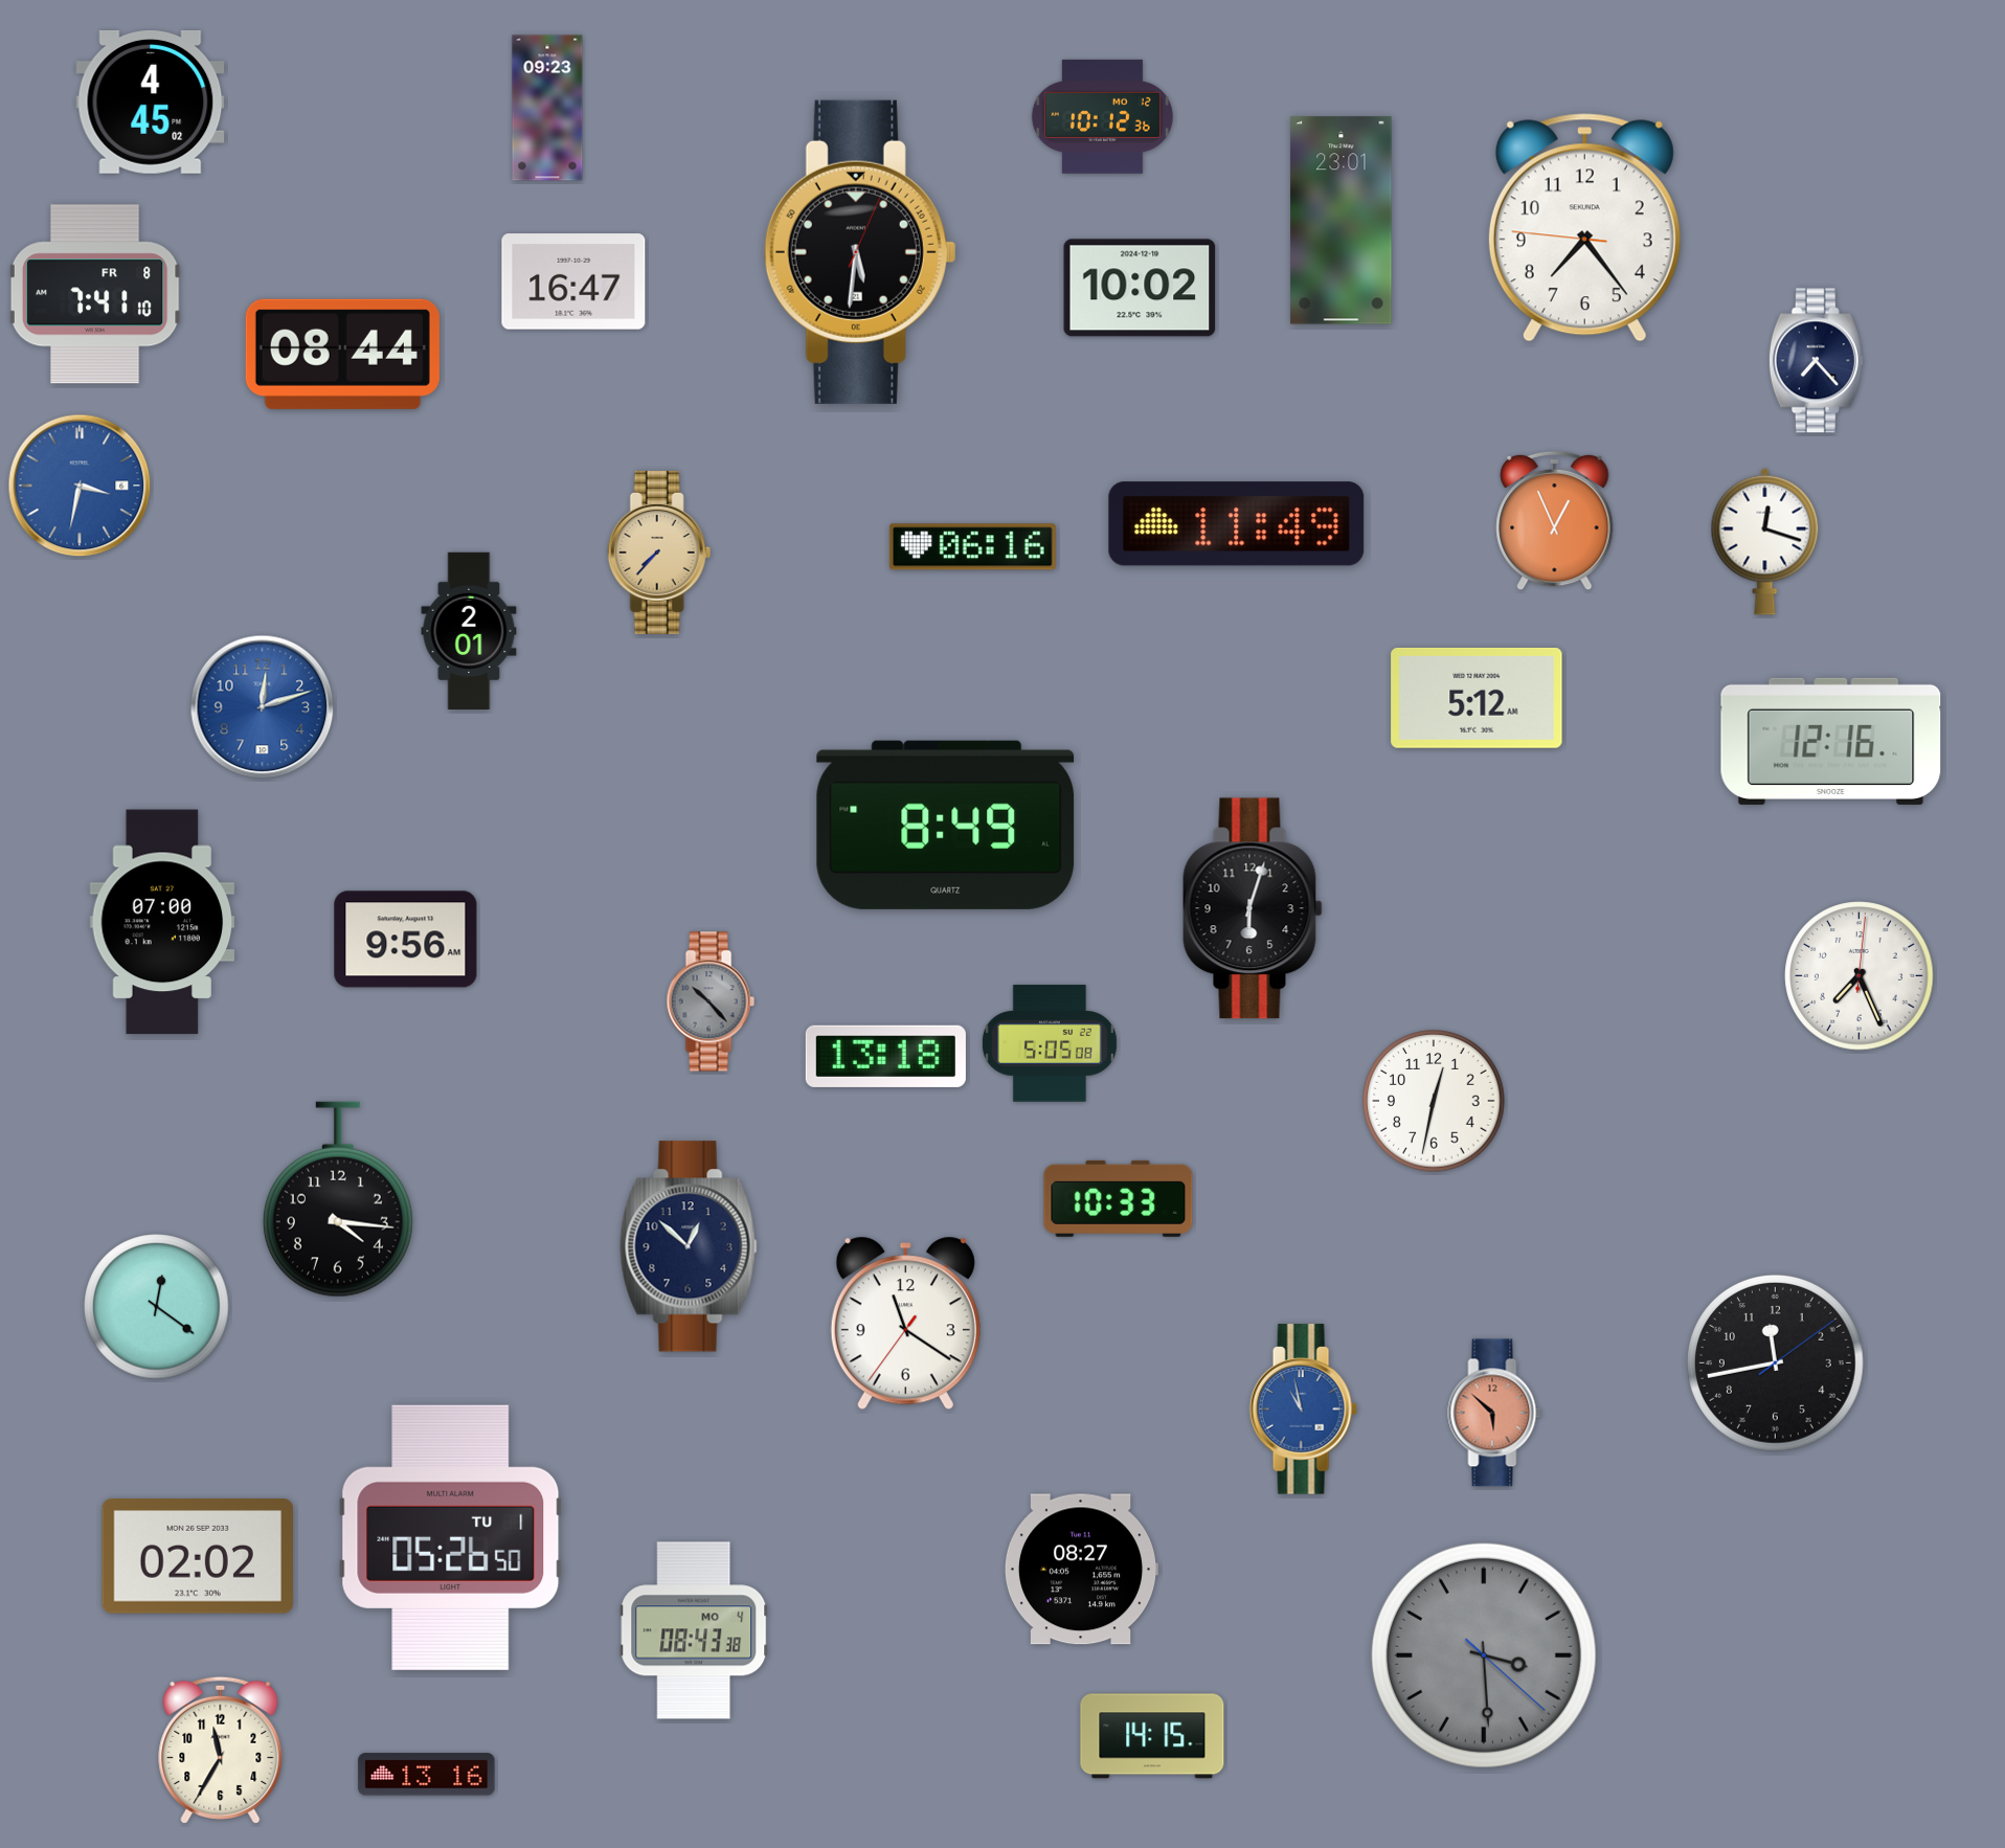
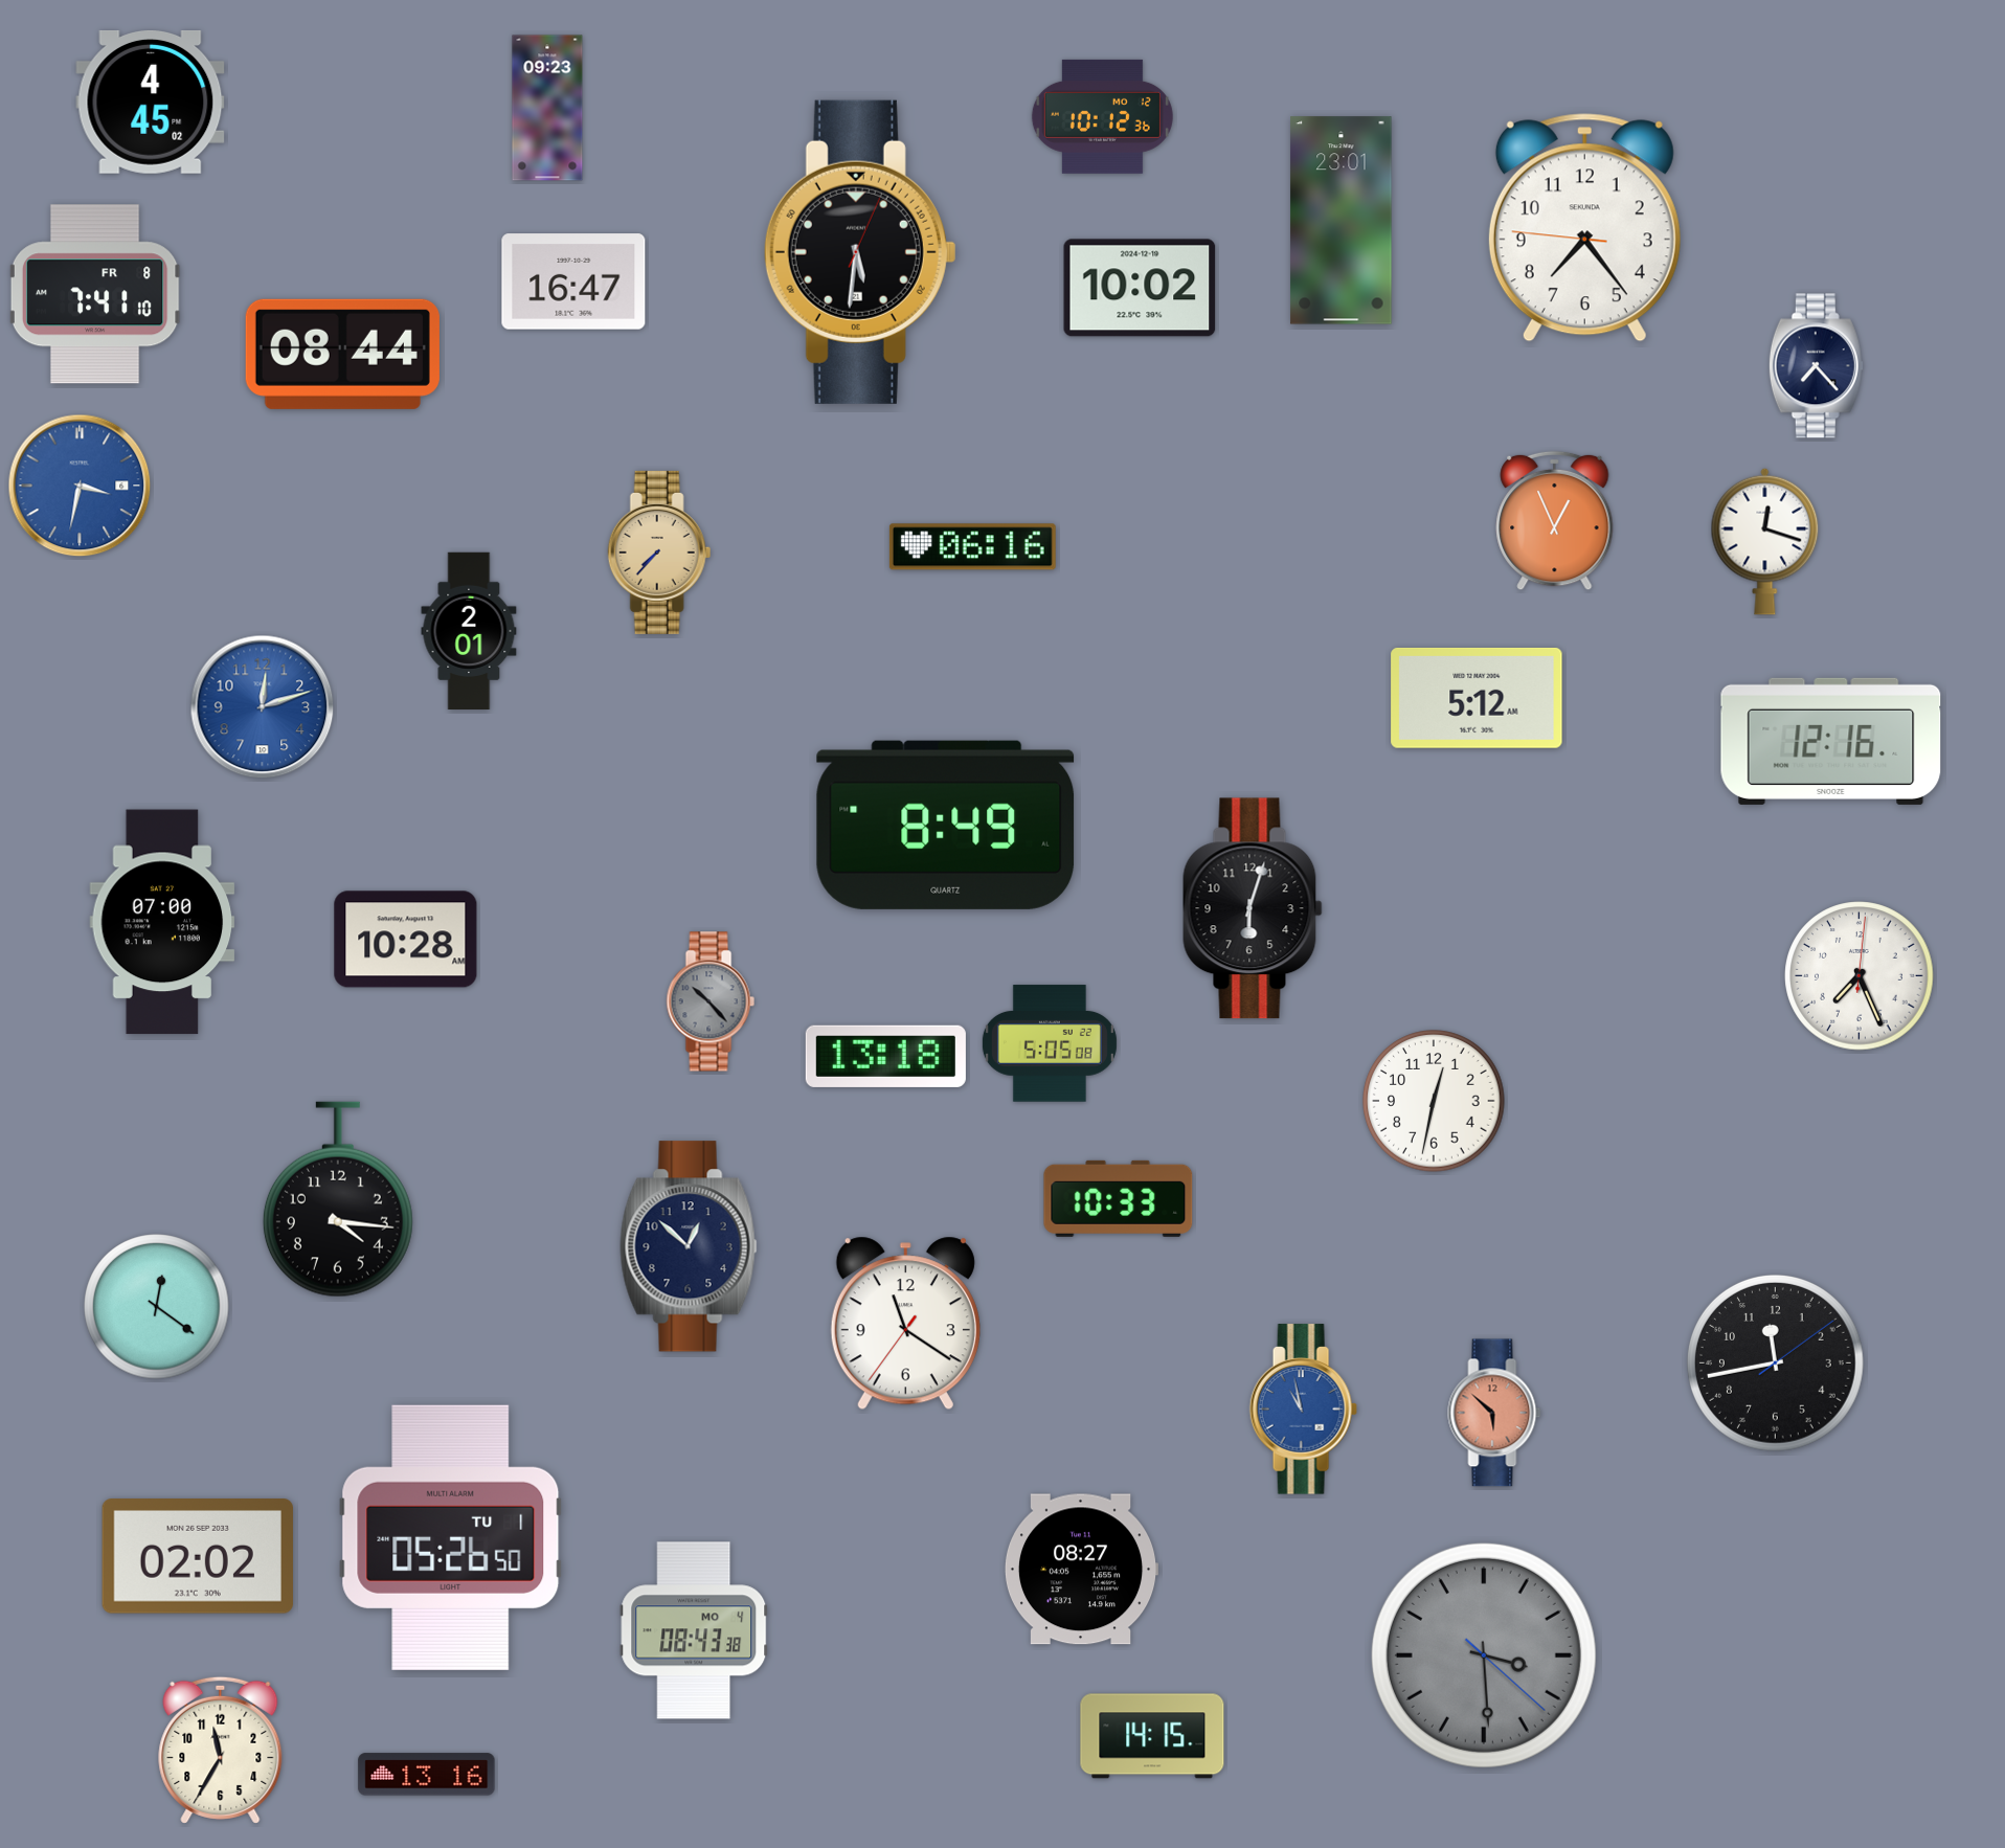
clock at (1816, 361) position: (1816, 361) -> (1816, 366)
clock at (1237, 524): 11:49 -> none
clock at (406, 940): 9:56 -> 10:28
